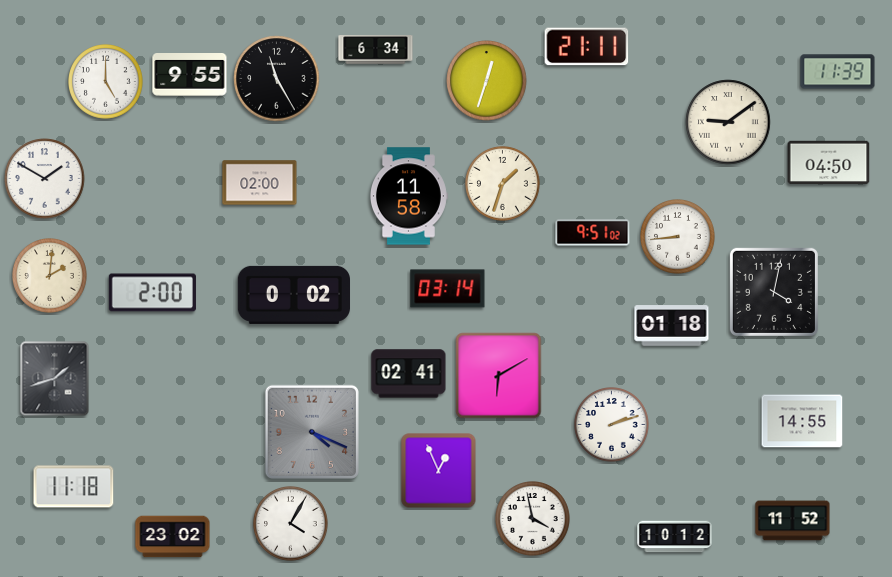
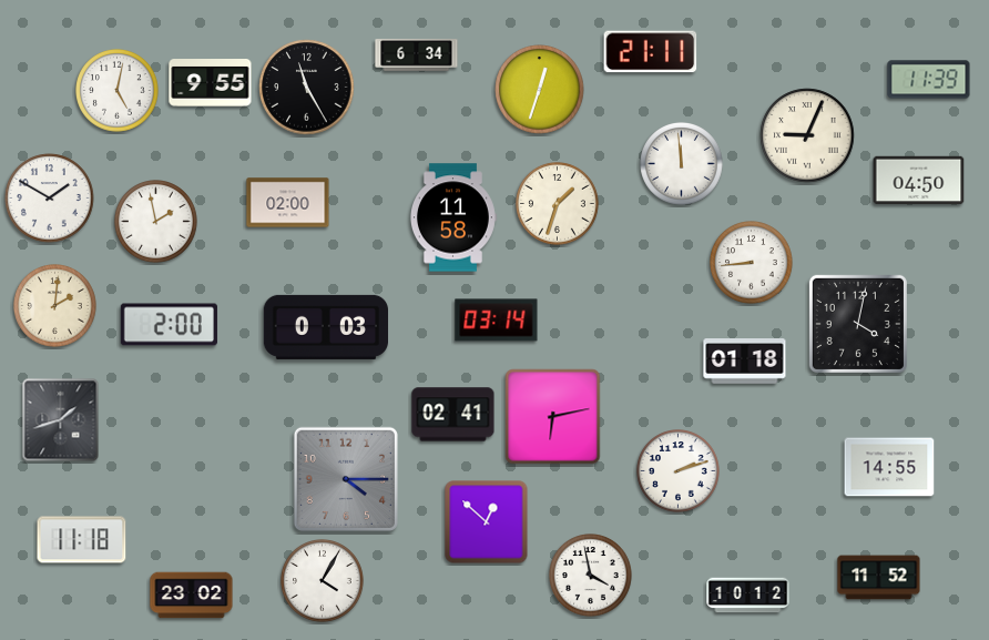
clock at (106, 82): 5:00 -> 5:02
clock at (728, 122): 9:09 -> 9:04
clock at (682, 164): none -> 11:59
clock at (156, 222): none -> 1:58
clock at (593, 233): 9:51 -> none
clock at (293, 295): 0:02 -> 0:03
clock at (499, 376): 6:10 -> 6:13
clock at (312, 432): 4:19 -> 4:15
clock at (439, 471): 12:56 -> 12:52
